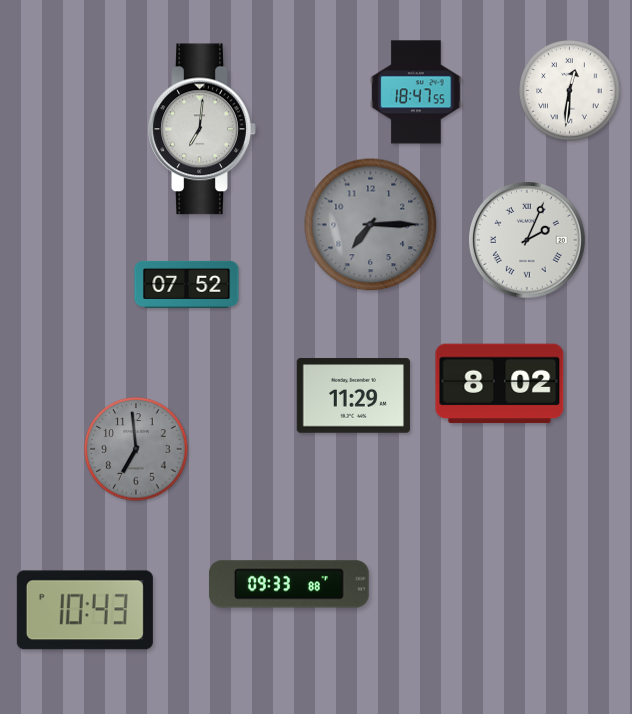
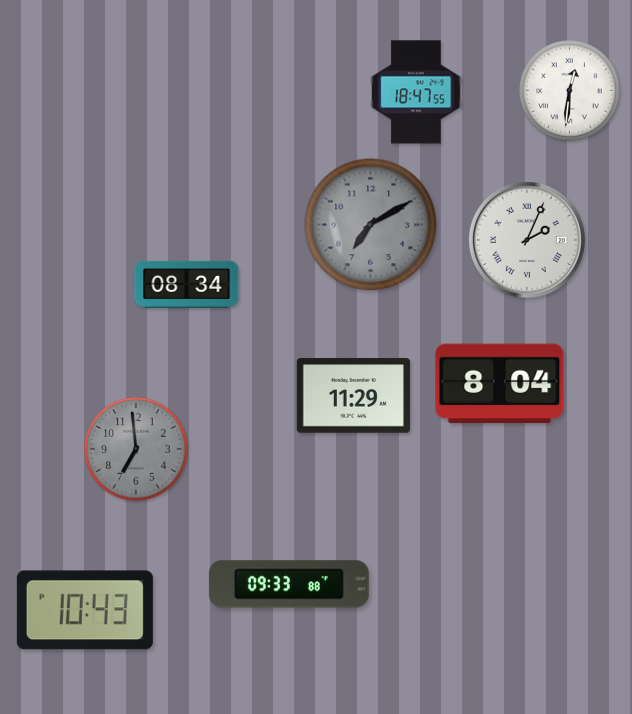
clock at (202, 129): 7:01 -> none
clock at (371, 225): 7:15 -> 7:10
clock at (187, 284): 07:52 -> 08:34
clock at (500, 384): 8:02 -> 8:04
